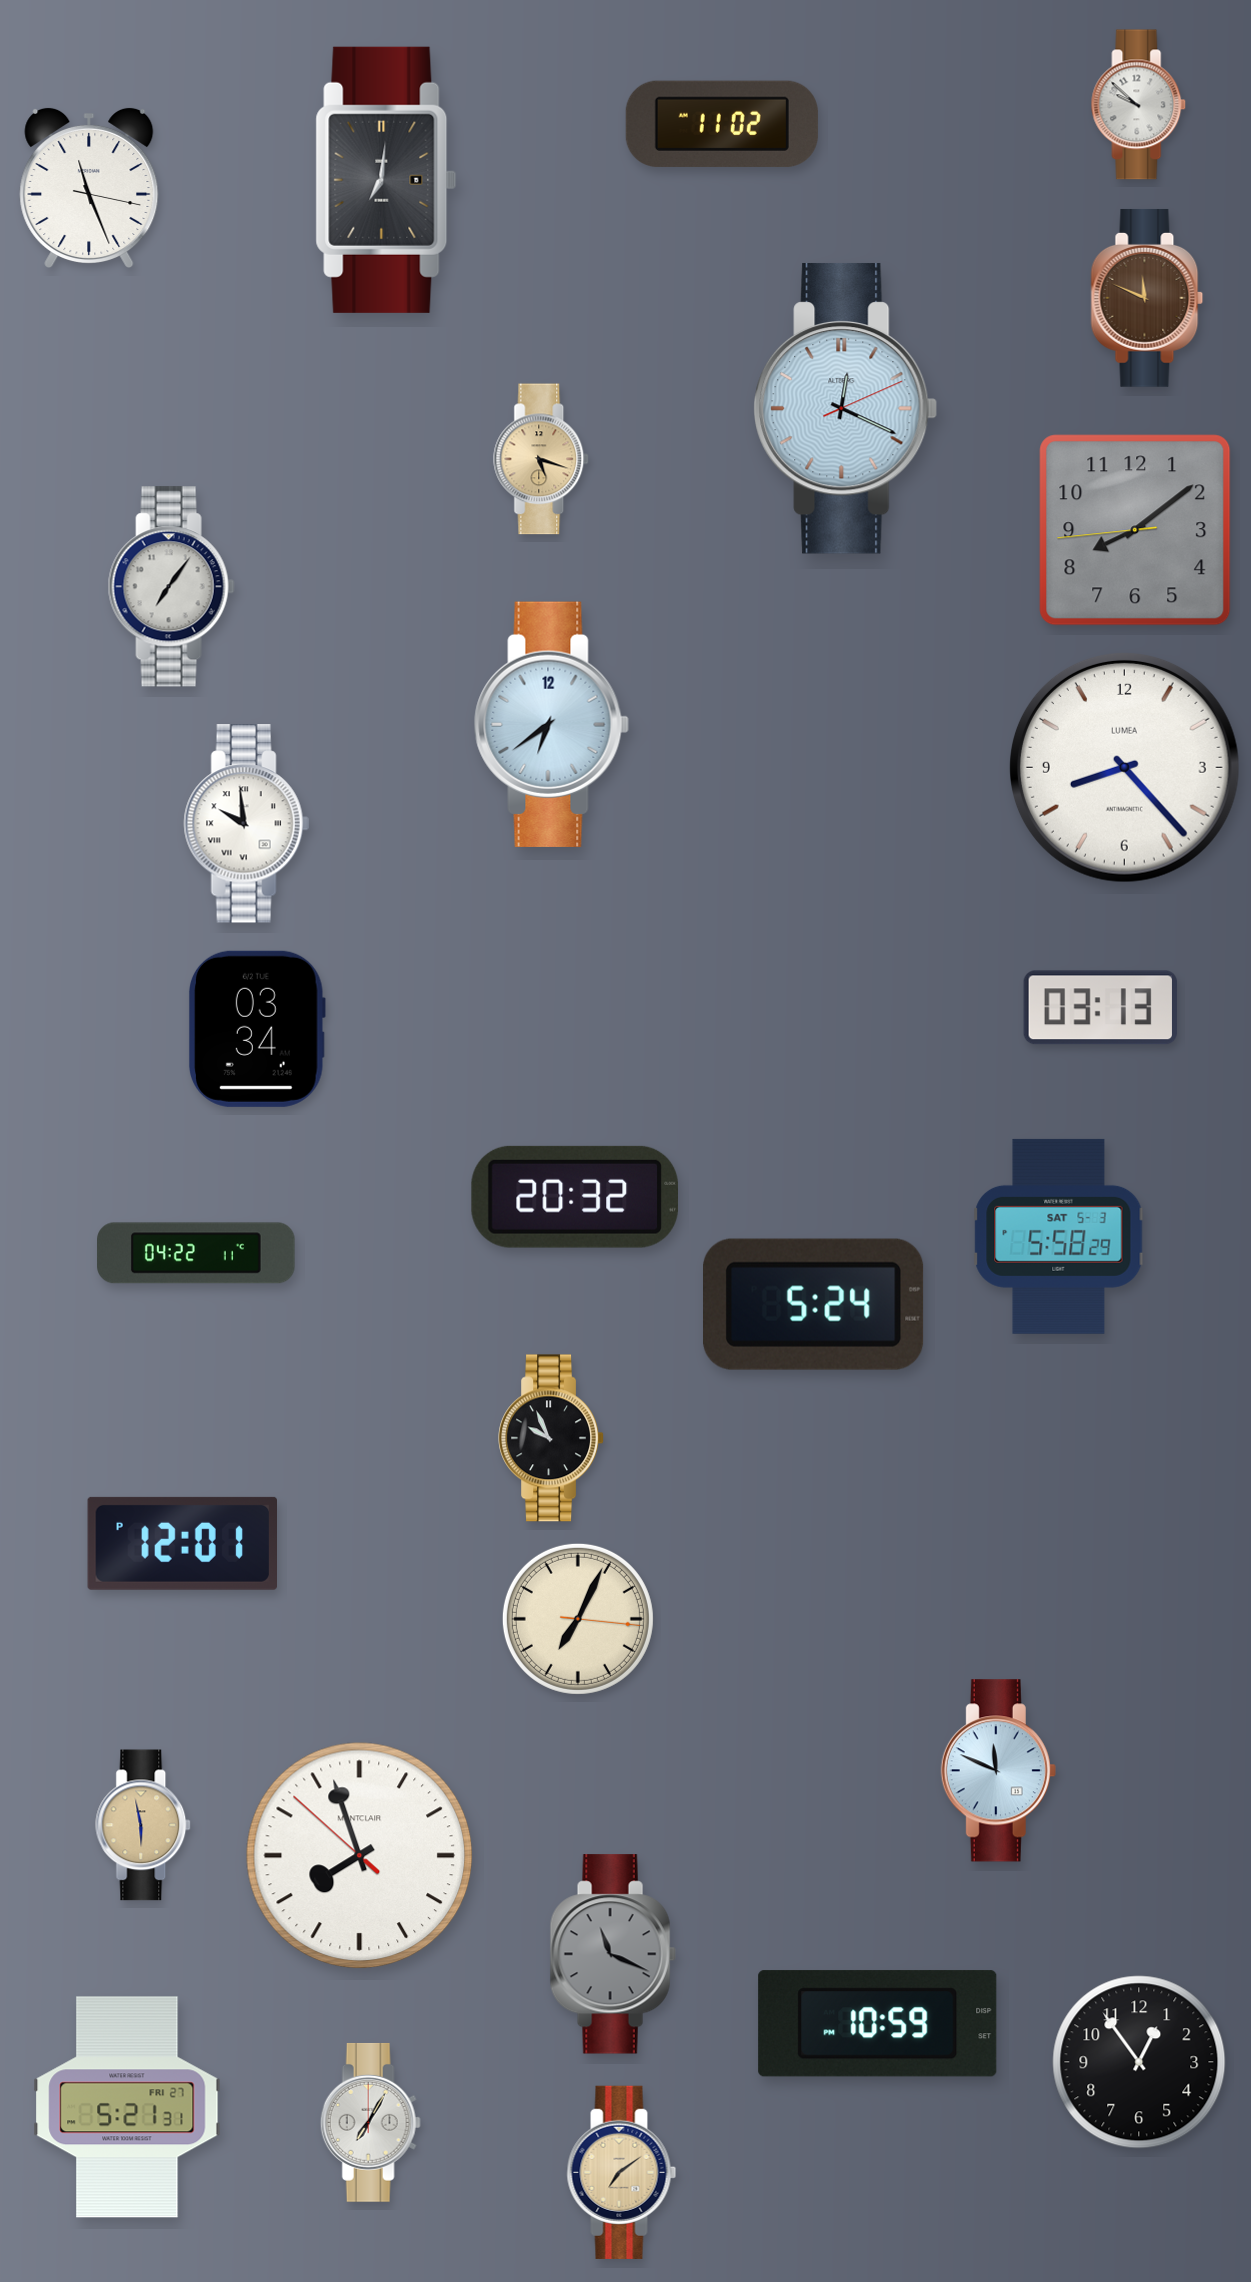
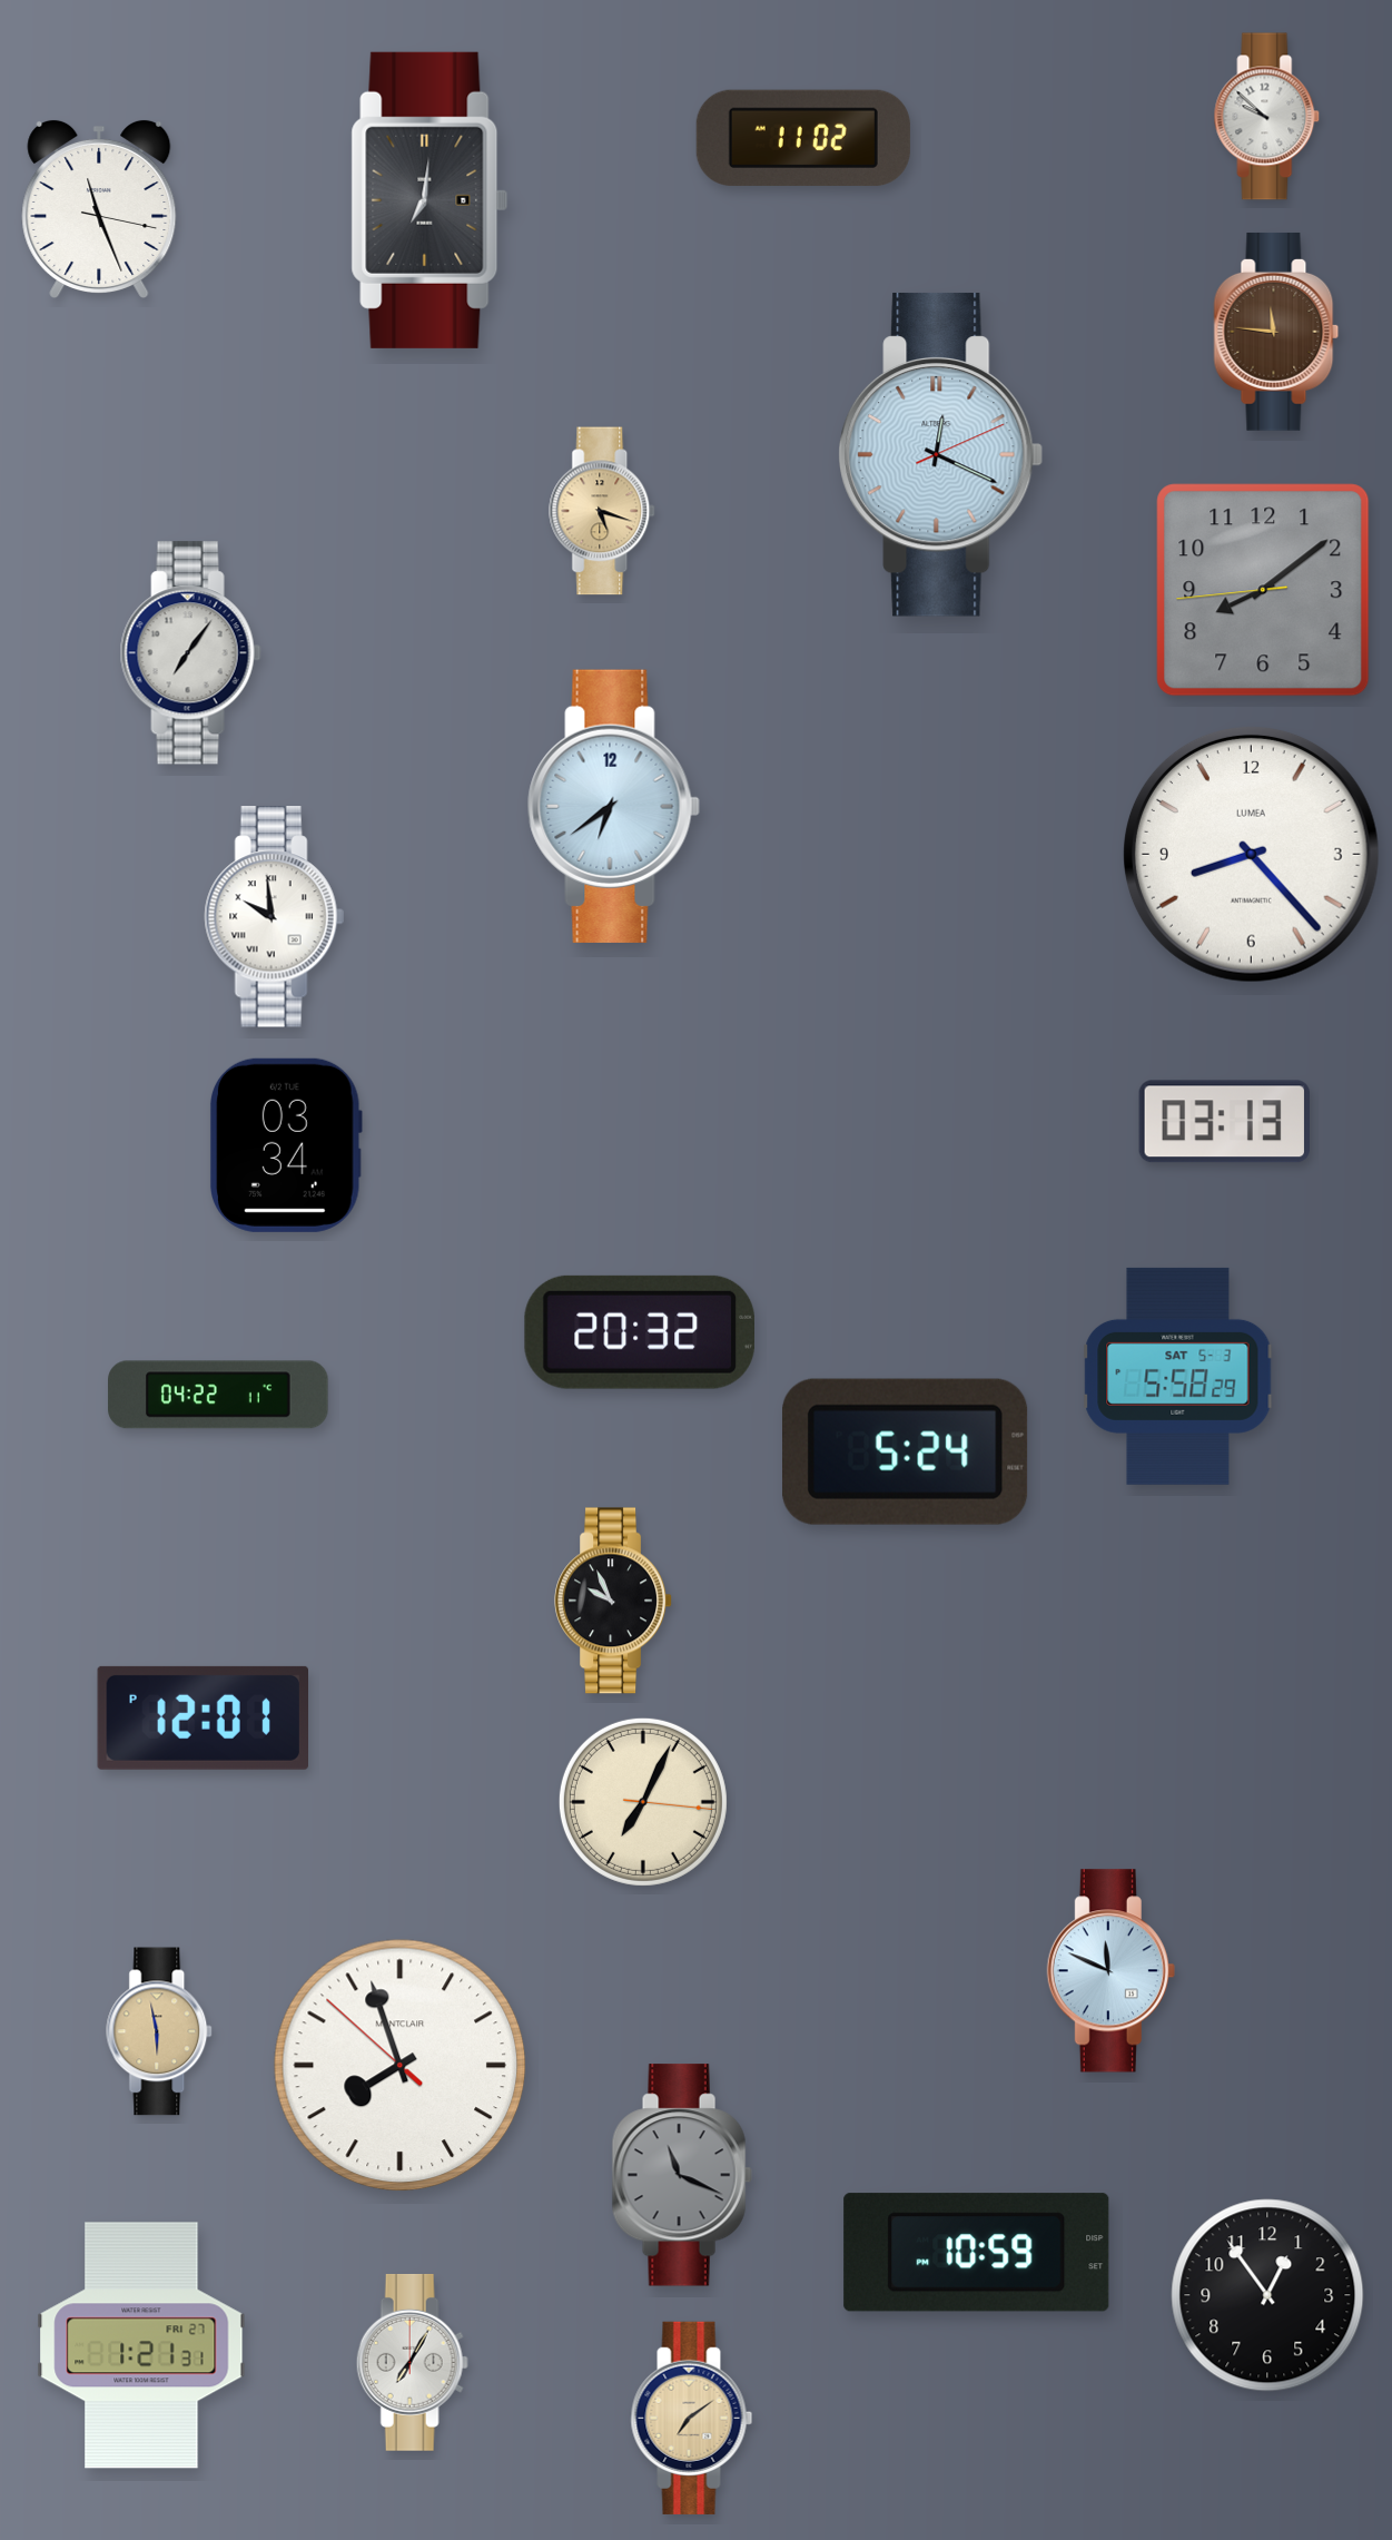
clock at (1147, 298): 11:49 -> 11:46
clock at (127, 2107): 5:21 -> 1:21
